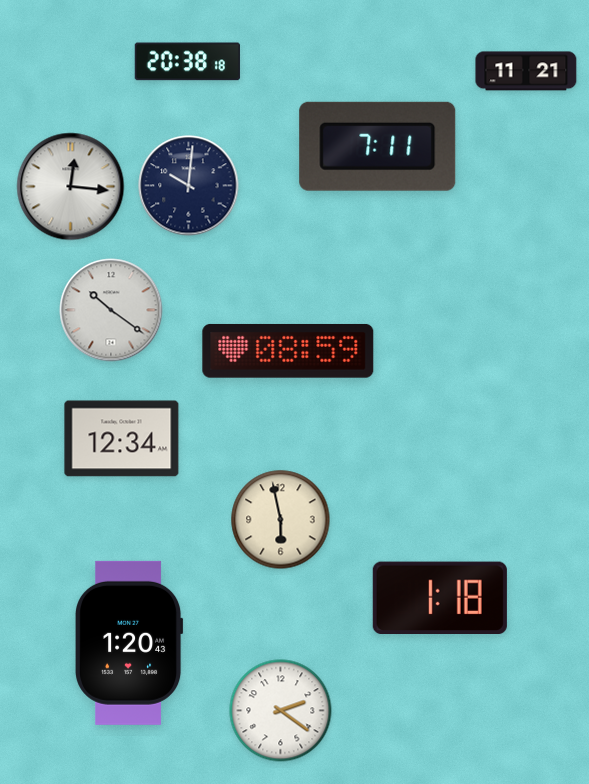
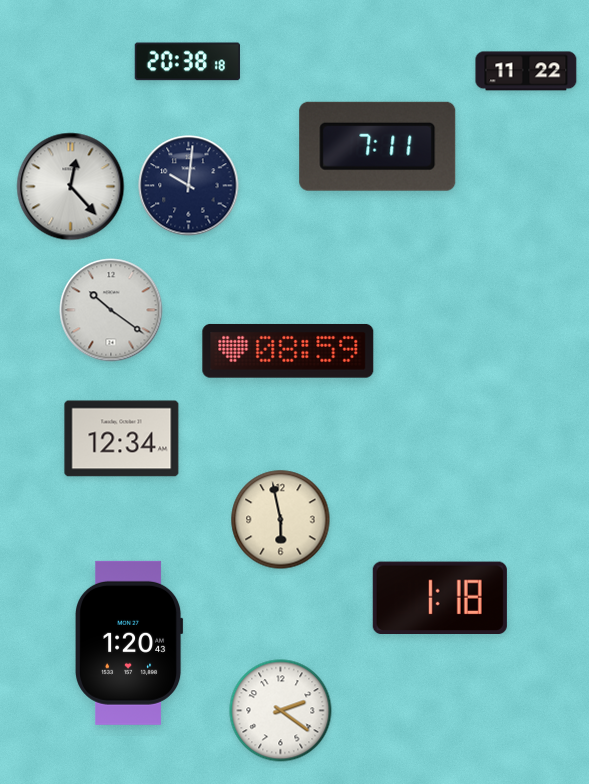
clock at (526, 71): 11:21 -> 11:22
clock at (71, 187): 12:16 -> 12:23
